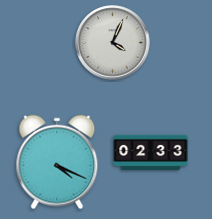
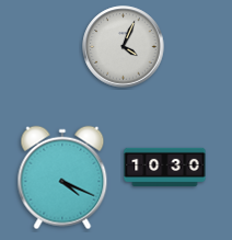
clock at (151, 153): 02:33 -> 10:30
